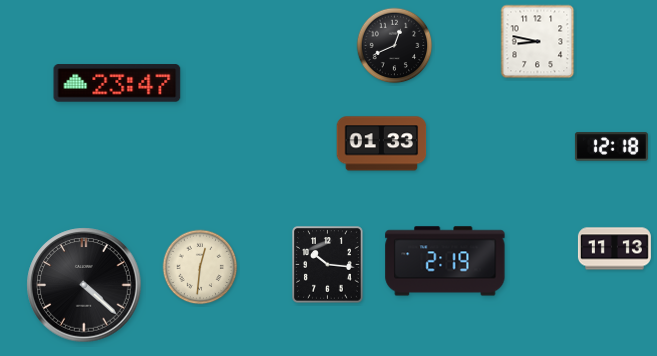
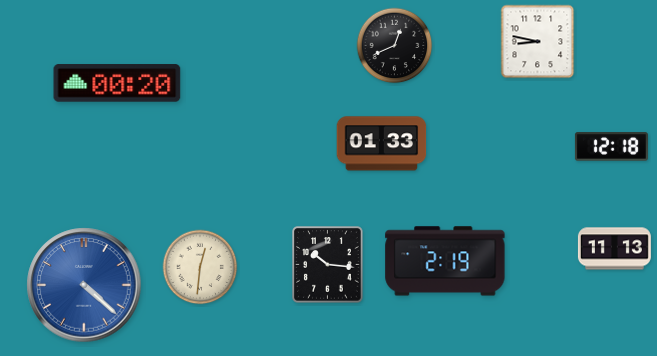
clock at (117, 83): 23:47 -> 00:20
clock at (84, 285) dial: black -> blue
